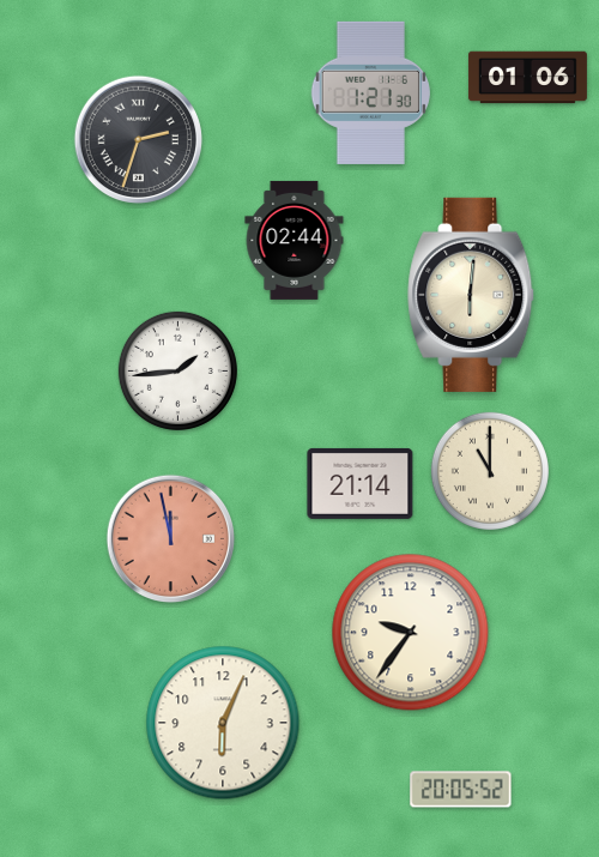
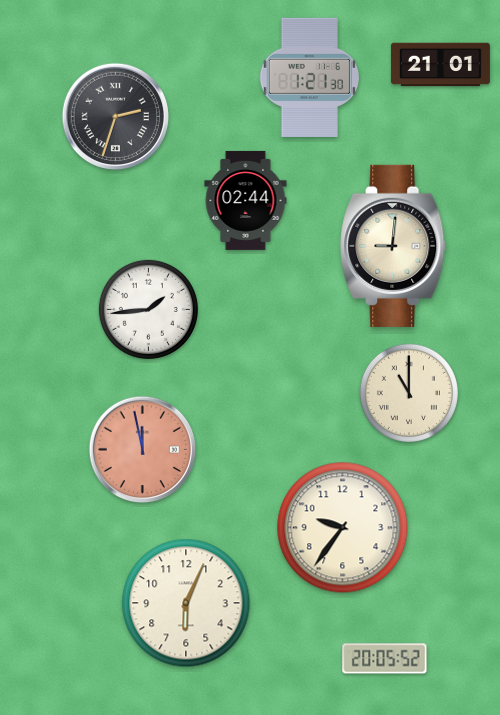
clock at (527, 78): 01:06 -> 21:01
clock at (472, 295): 6:01 -> 9:01
clock at (361, 483): 21:14 -> none
